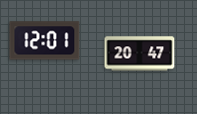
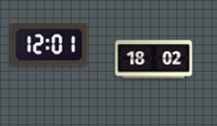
clock at (140, 54): 20:47 -> 18:02
